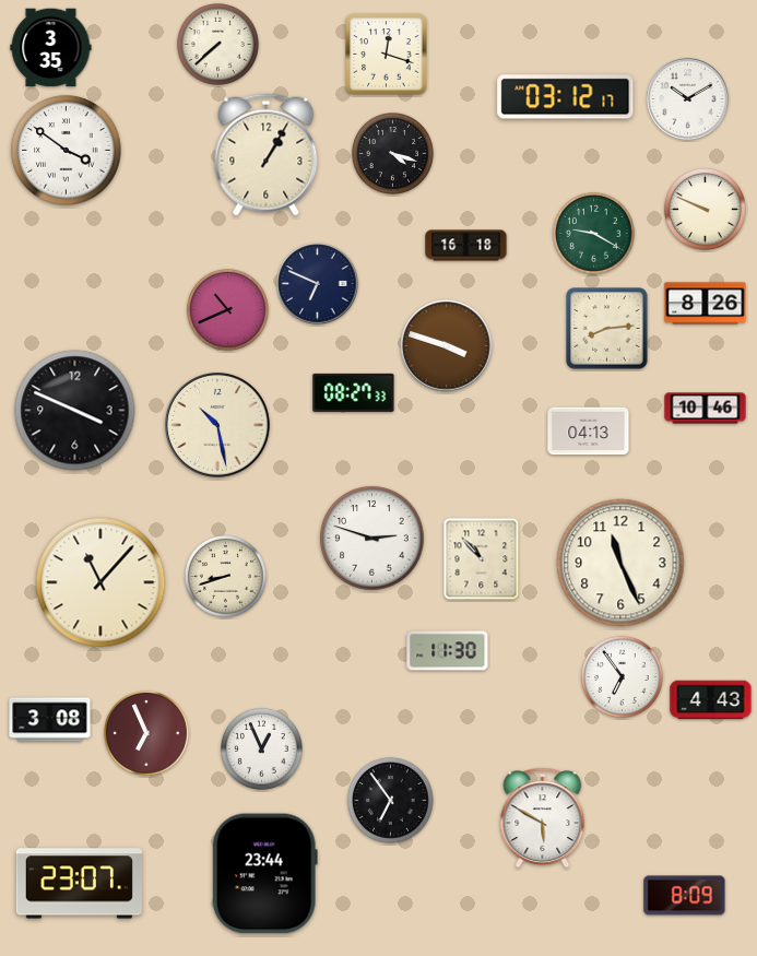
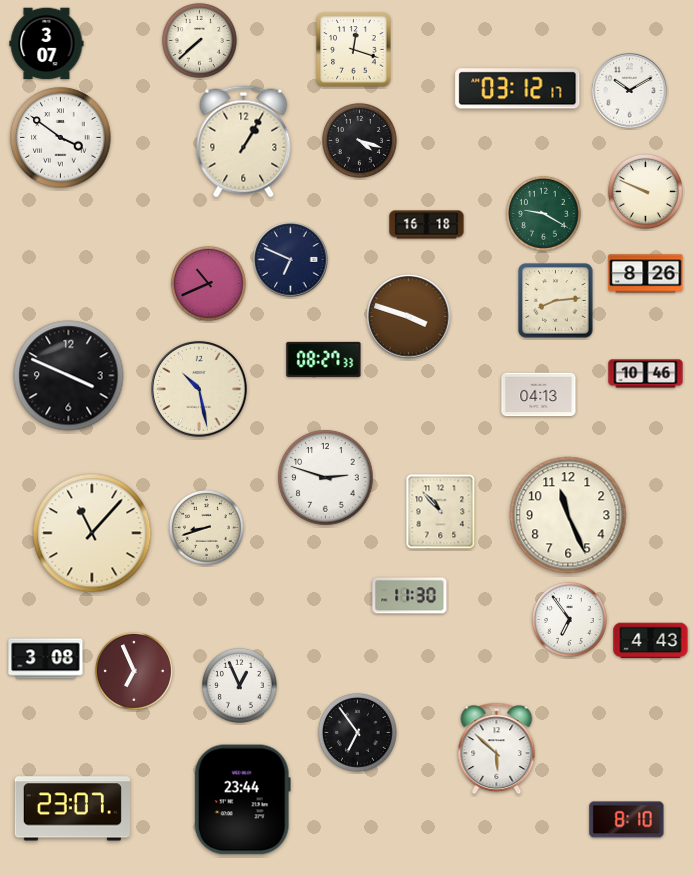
clock at (51, 48): 3:35 -> 3:07
clock at (706, 304) position: (706, 304) -> (646, 274)
clock at (372, 539) position: (372, 539) -> (326, 478)
clock at (543, 818): 5:50 -> 5:52
clock at (685, 896): 8:09 -> 8:10
